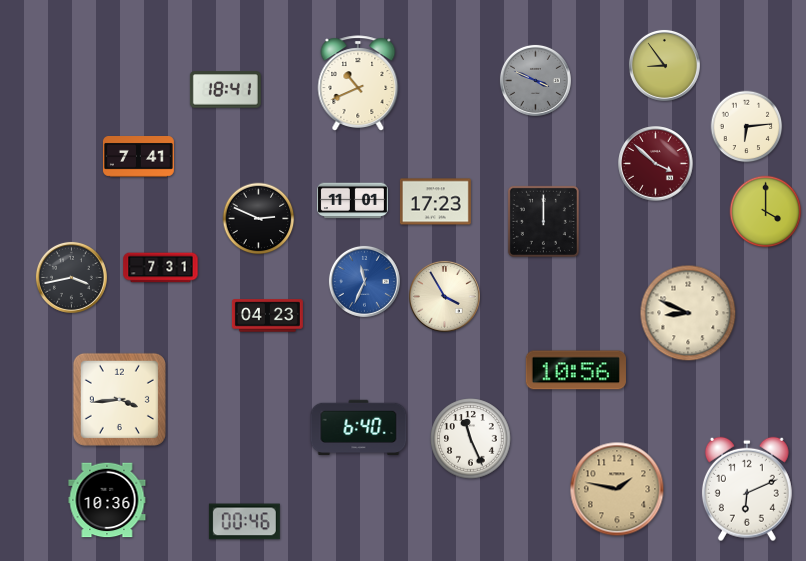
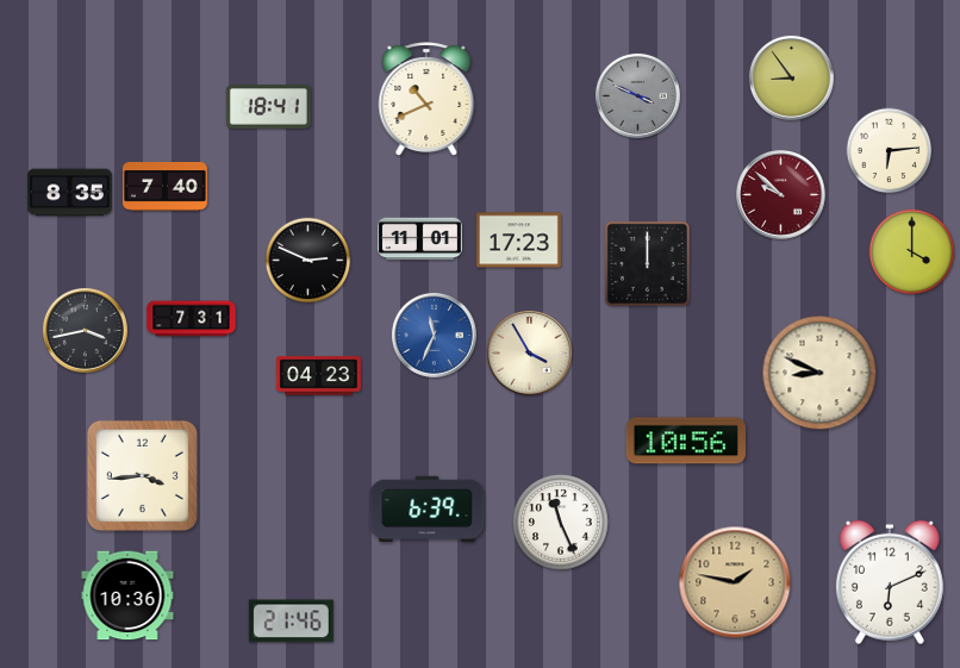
clock at (138, 157): 7:41 -> 7:40
clock at (69, 193): none -> 8:35
clock at (656, 164): 3:52 -> 9:52
clock at (359, 428): 6:40 -> 6:39
clock at (244, 522): 00:46 -> 21:46
